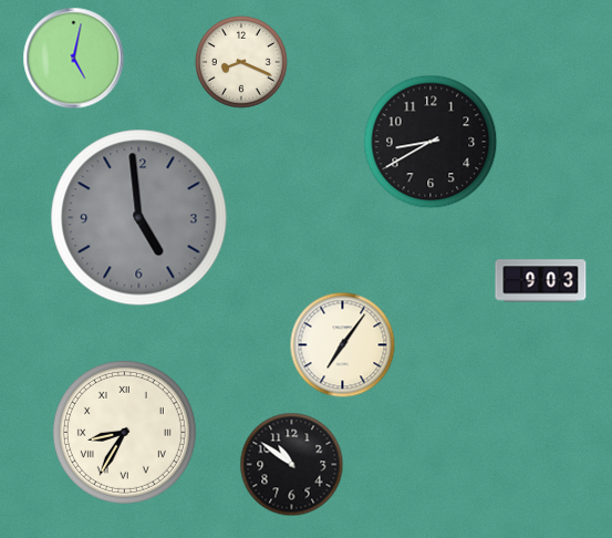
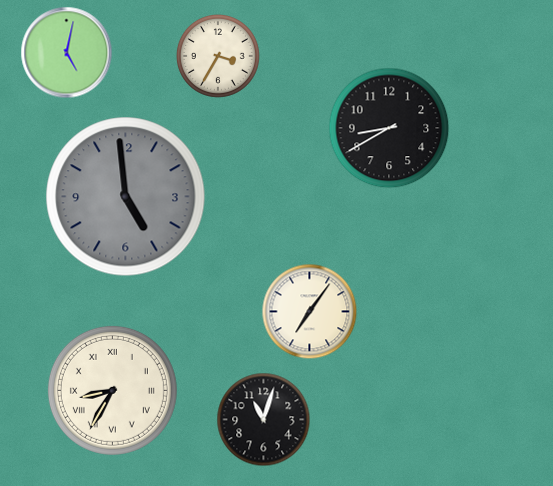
clock at (241, 62): 8:19 -> 3:35
clock at (541, 281): 9:03 -> none
clock at (292, 465): 10:51 -> 11:03
